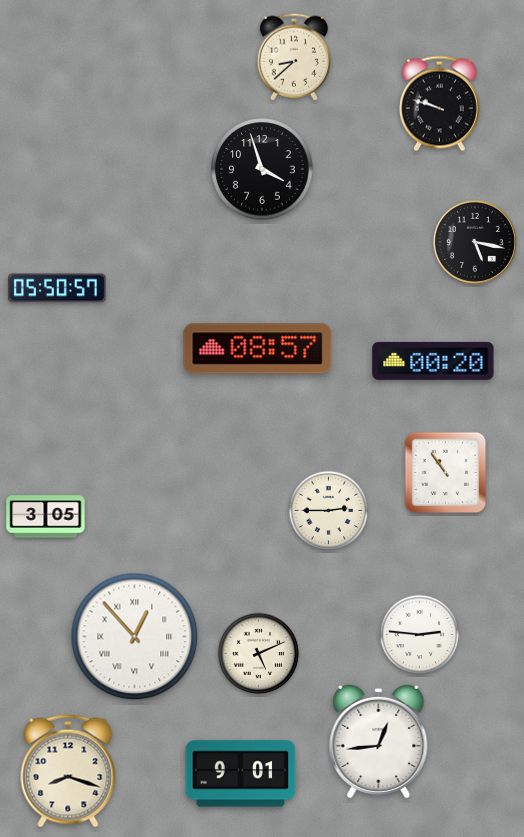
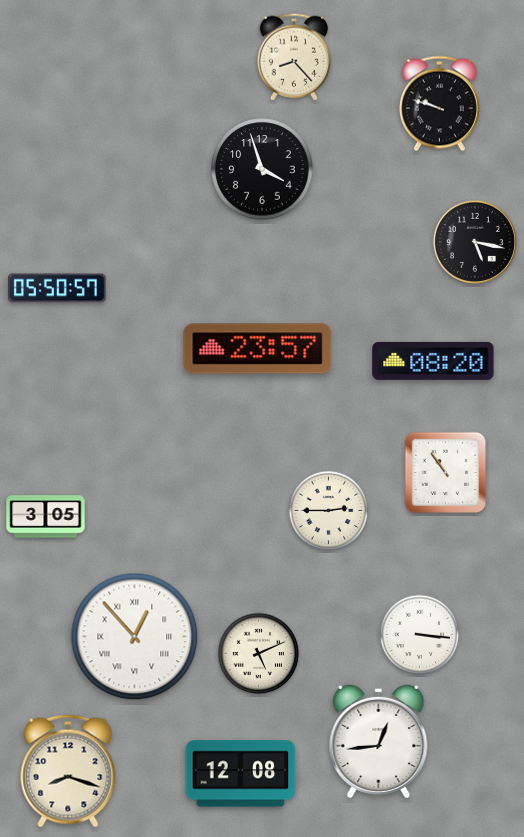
clock at (294, 57): 8:38 -> 8:23
clock at (258, 349): 08:57 -> 23:57
clock at (433, 361): 00:20 -> 08:20
clock at (420, 635): 2:46 -> 3:16
clock at (241, 774): 9:01 -> 12:08
